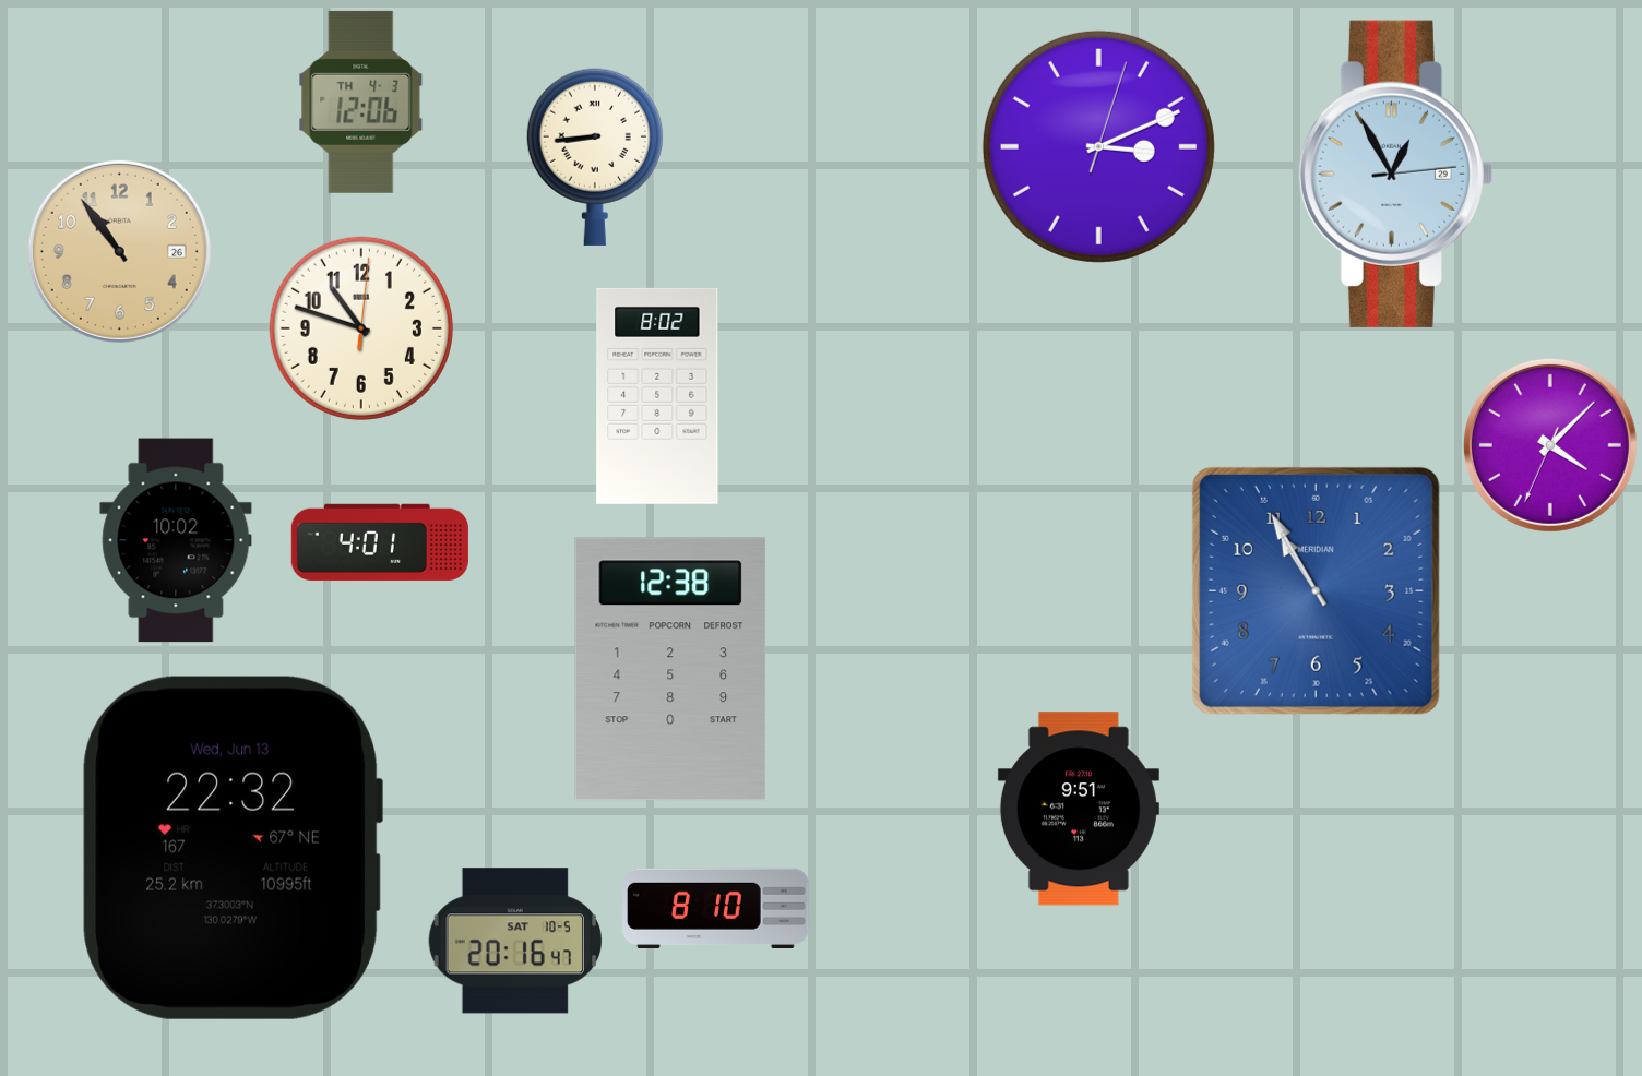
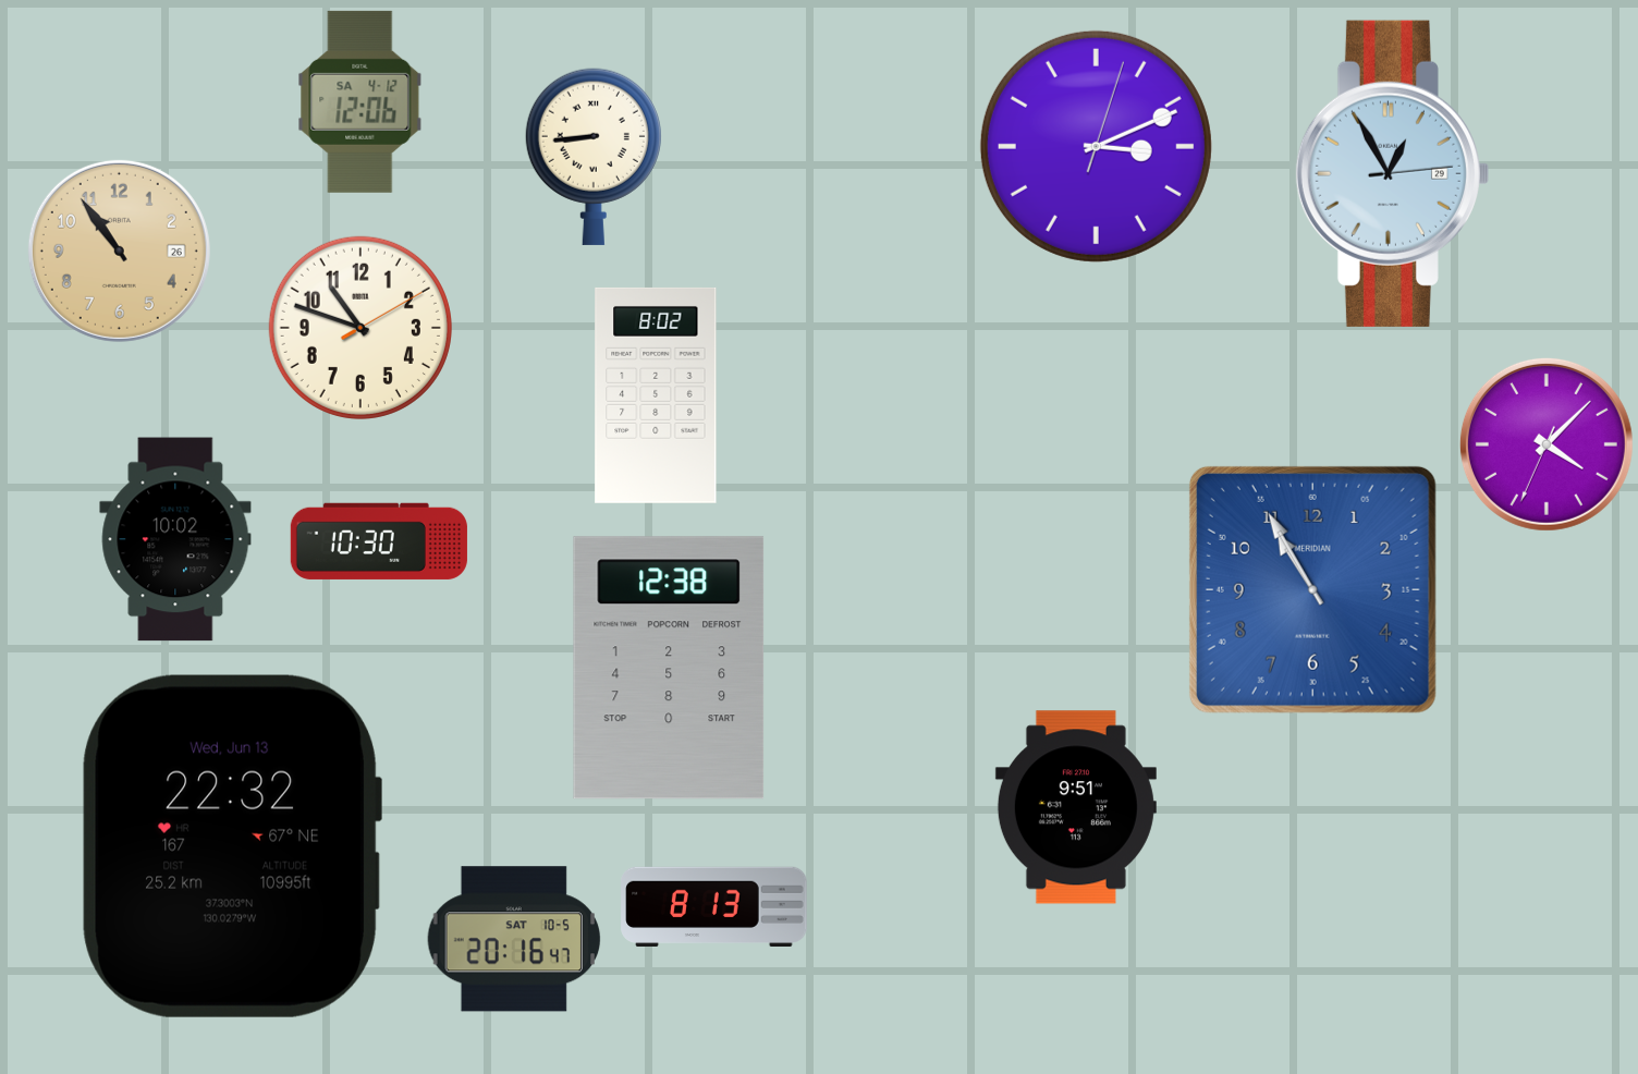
clock at (361, 101) date: TH 4-3 -> SA 4-12
clock at (361, 328): 10:48:01 -> 10:48:10
clock at (380, 542): 4:01 -> 10:30
clock at (716, 908): 8:10 -> 8:13
